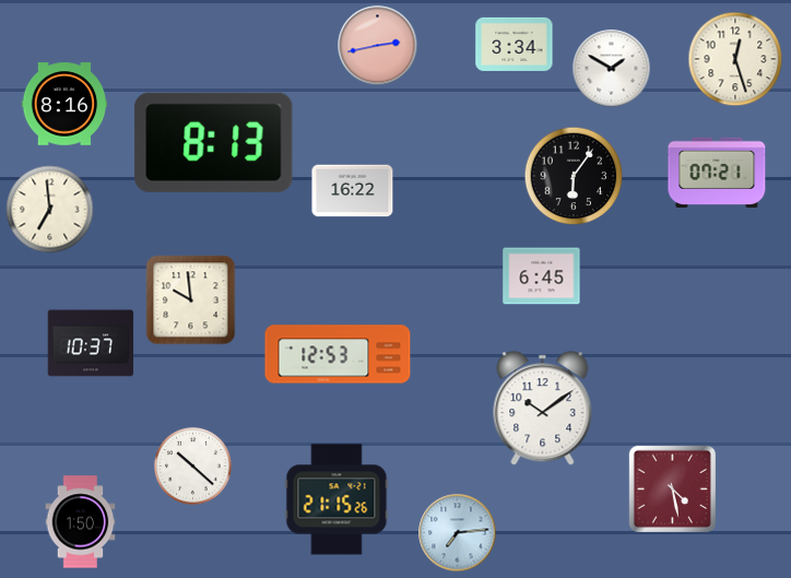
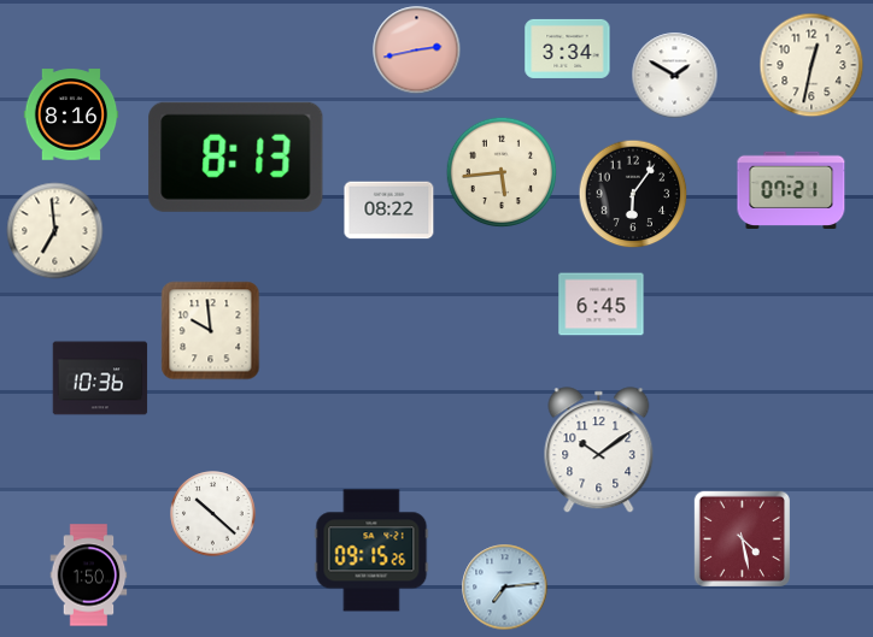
clock at (735, 59): 12:27 -> 12:32
clock at (502, 172): none -> 5:44
clock at (353, 191): 16:22 -> 08:22
clock at (542, 276) position: (542, 276) -> (602, 305)
clock at (91, 343): 10:37 -> 10:36
clock at (338, 354): 12:53 -> none
clock at (337, 499): 21:15 -> 09:15
